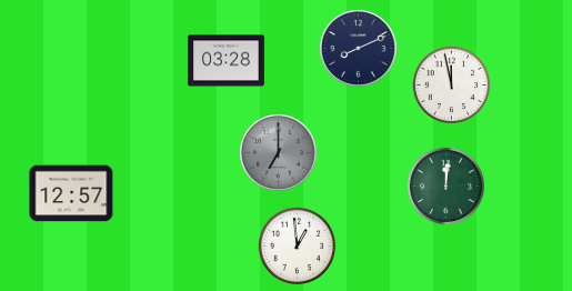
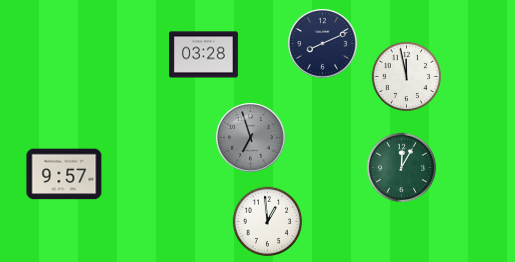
clock at (279, 153): 7:00 -> 6:57
clock at (445, 185): 12:01 -> 12:05
clock at (71, 193): 12:57 -> 9:57
